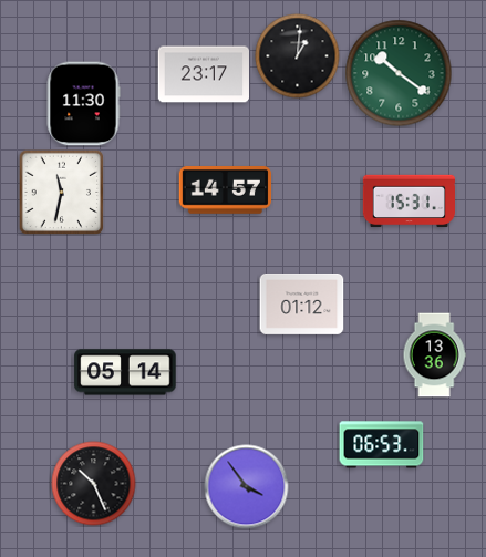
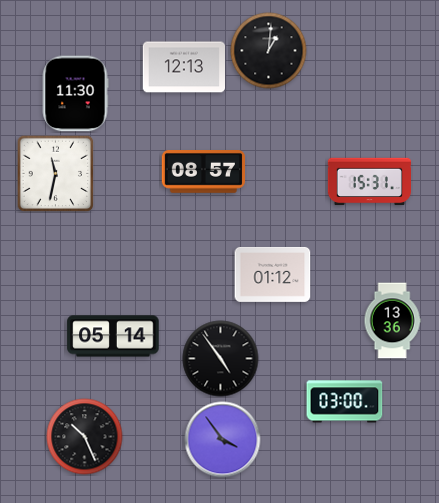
clock at (399, 73): 10:21 -> none
clock at (203, 74): 23:17 -> 12:13
clock at (225, 190): 14:57 -> 08:57
clock at (221, 359): none -> 4:54
clock at (382, 445): 06:53 -> 03:00
